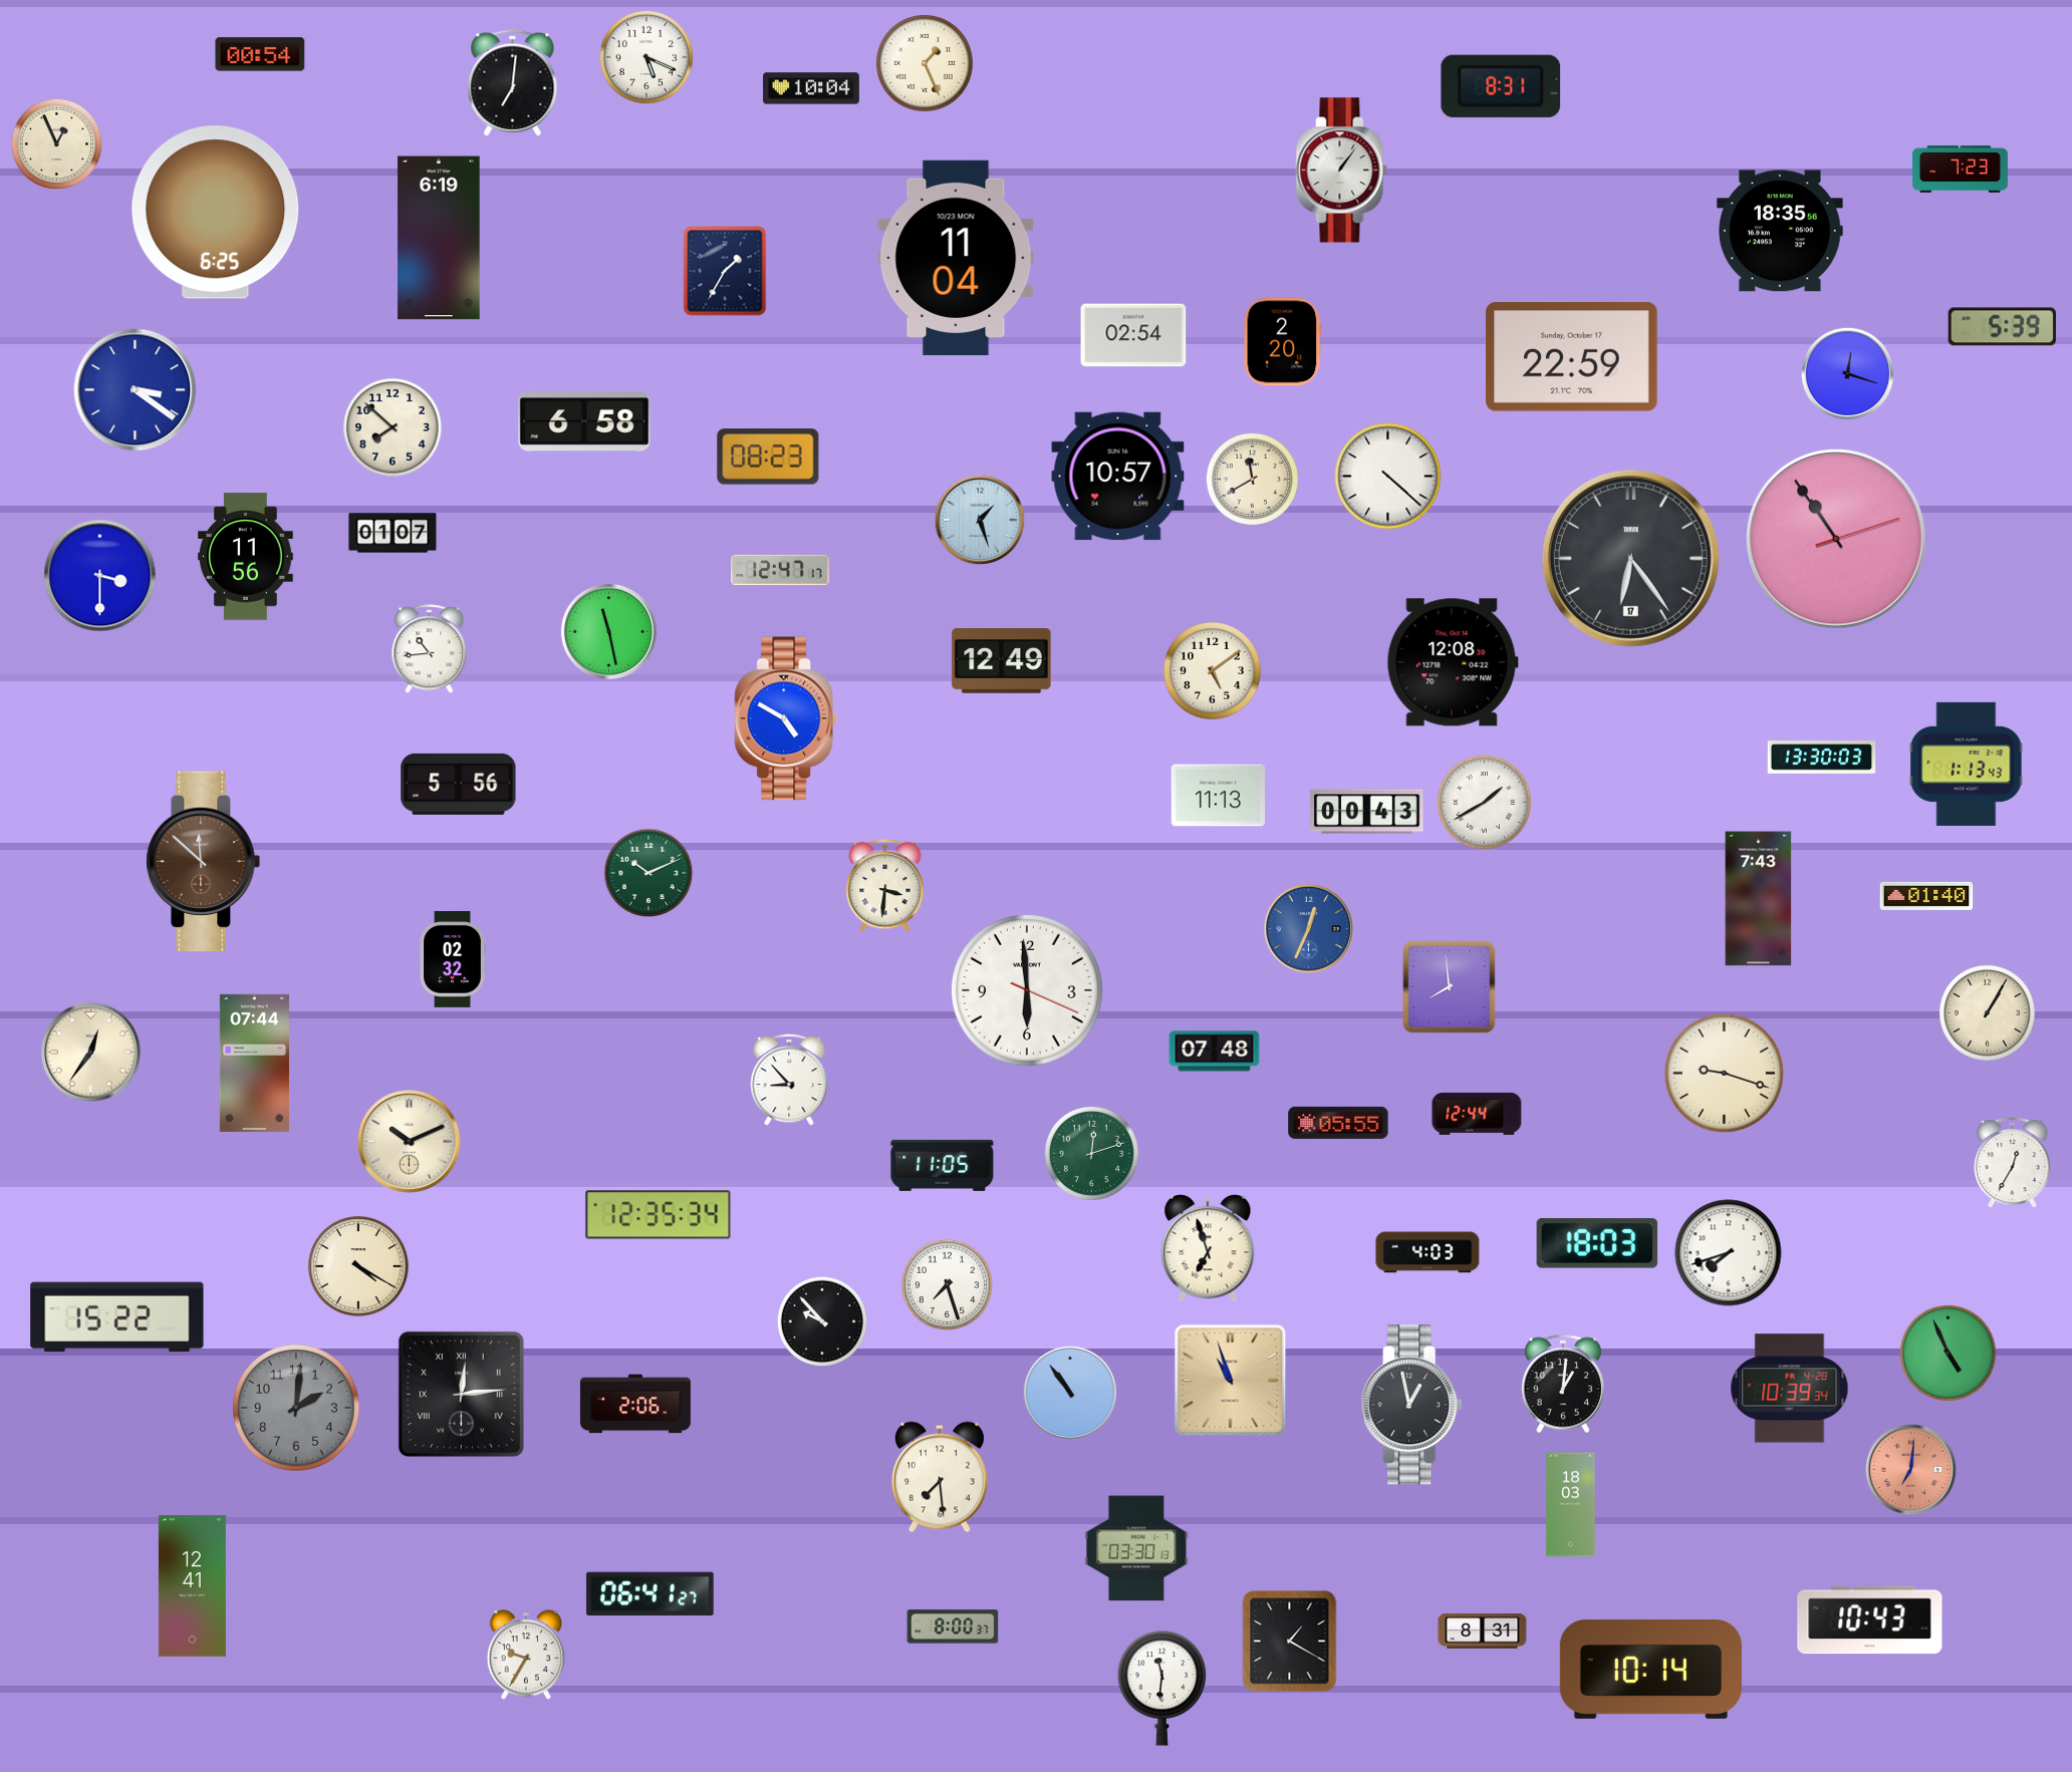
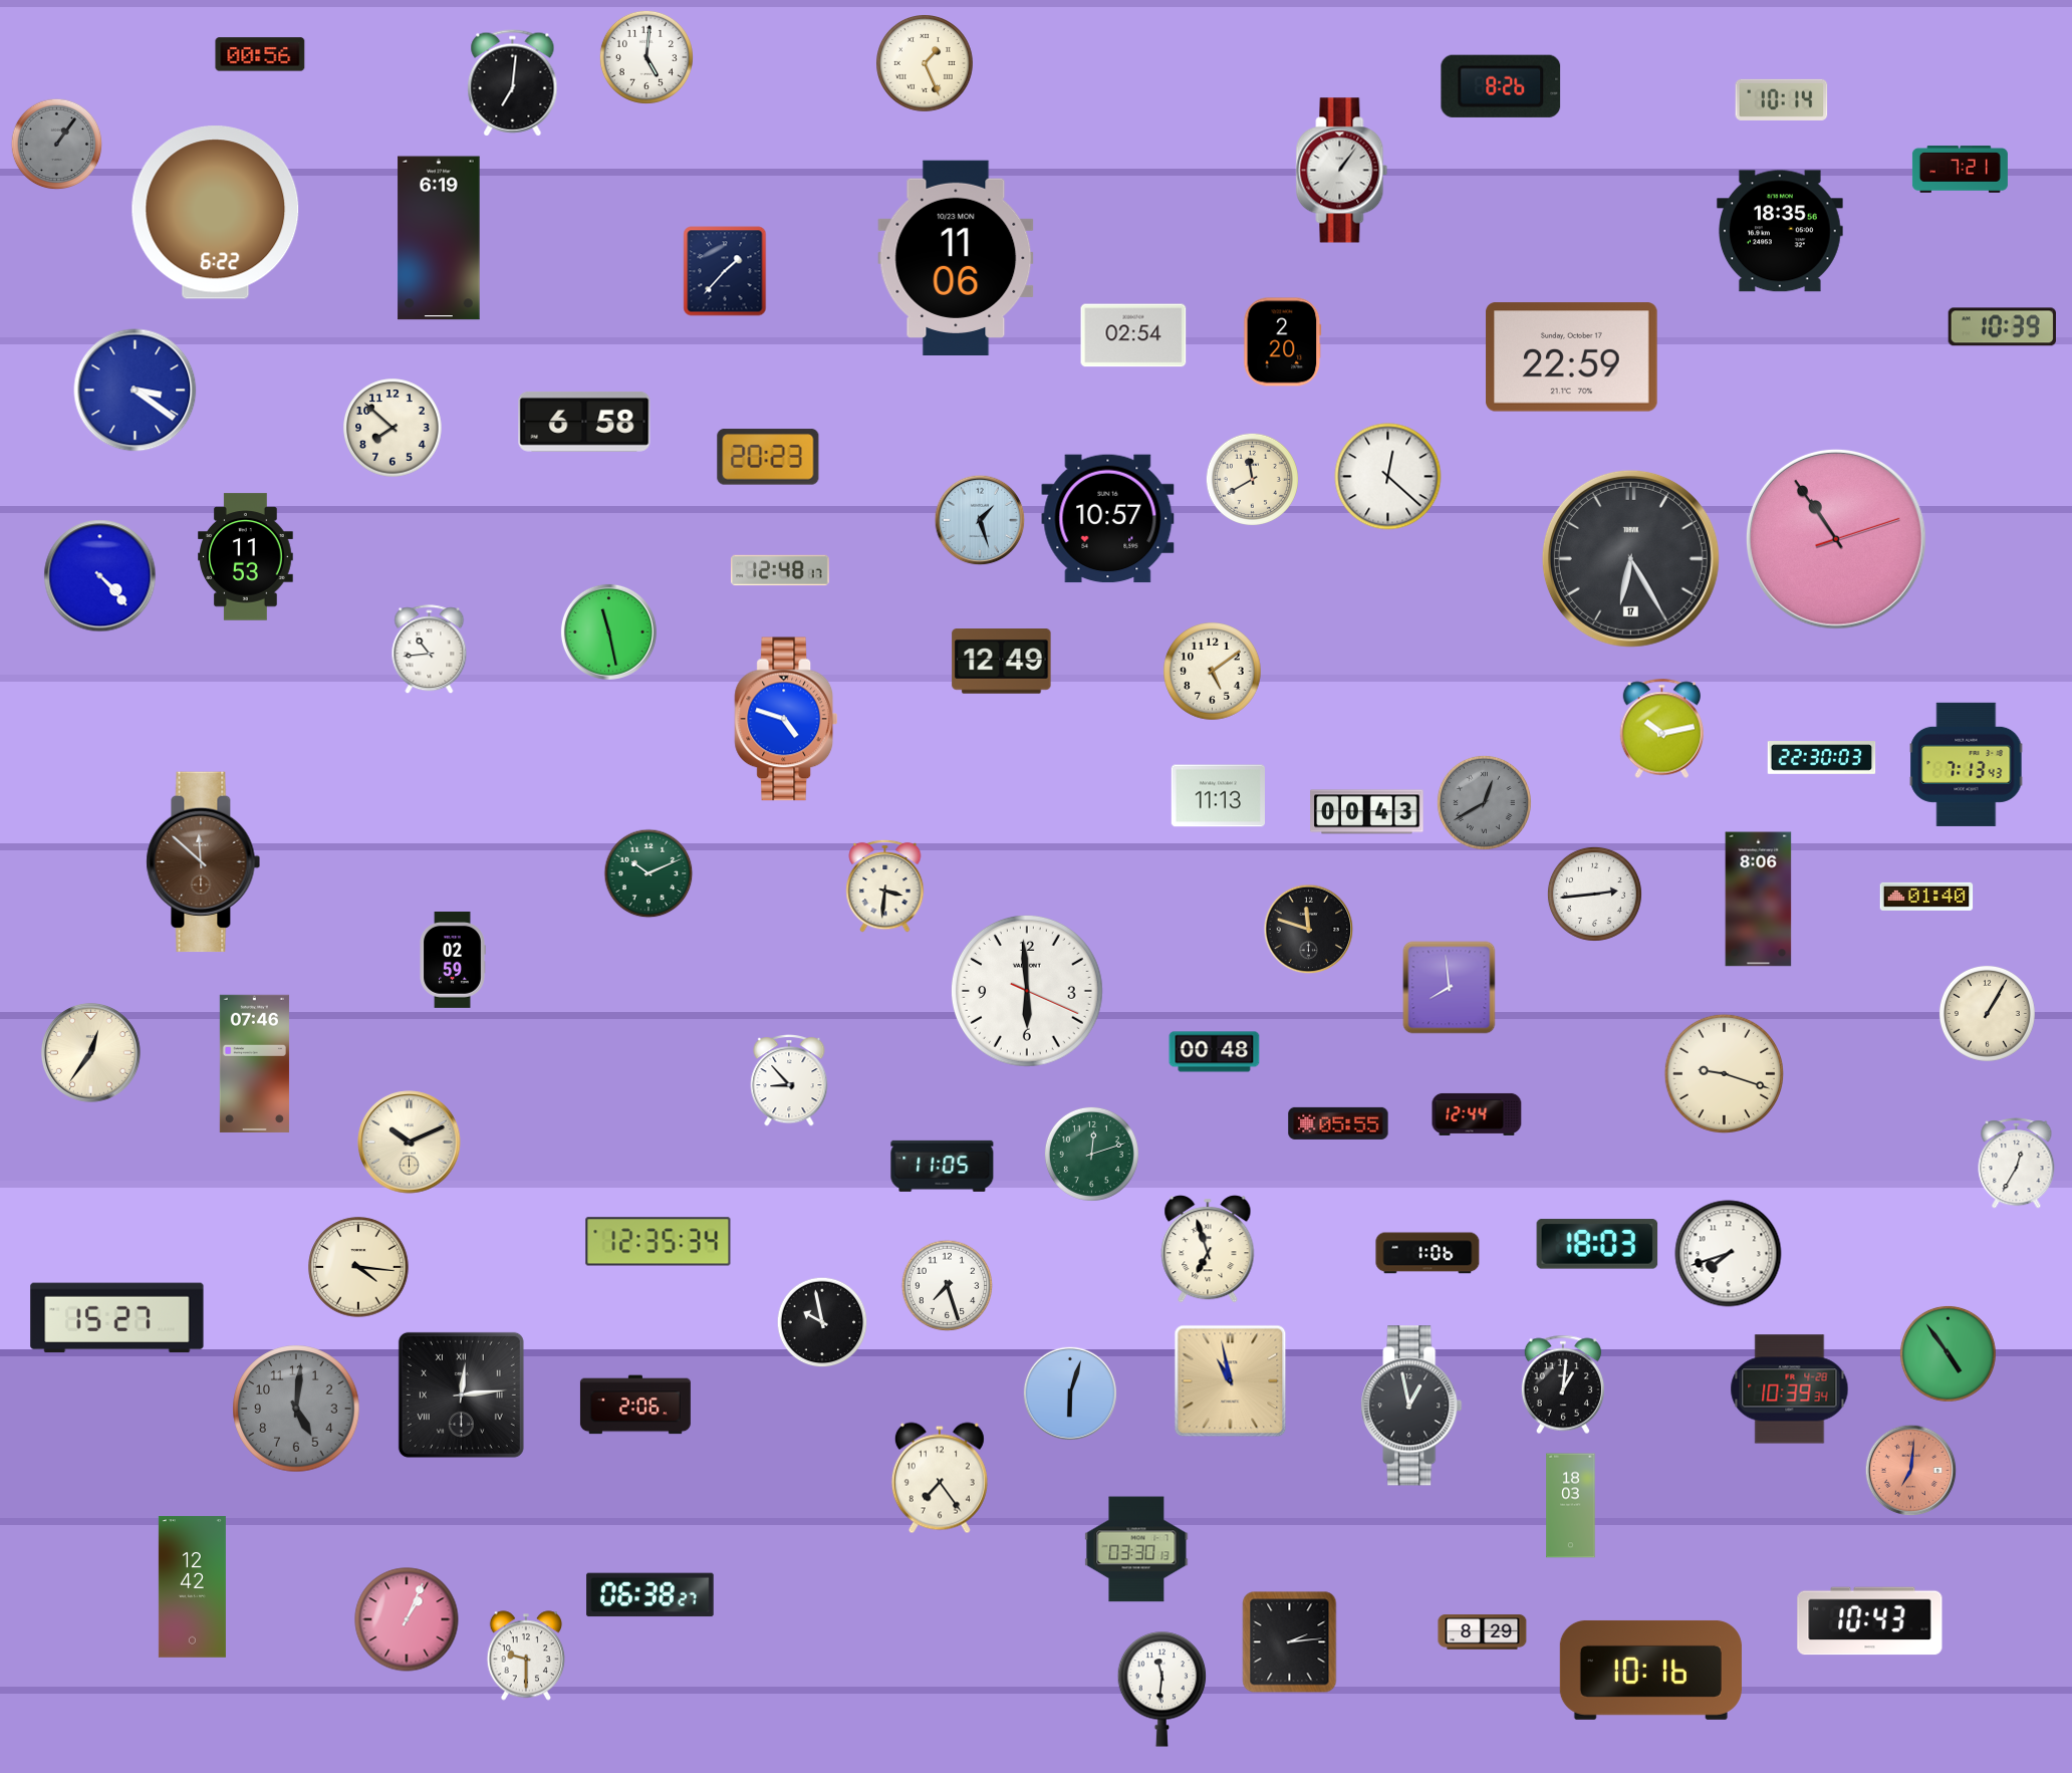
clock at (260, 54): 00:54 -> 00:56
clock at (646, 57): 5:19 -> 5:01
clock at (1501, 86): 8:31 -> 8:26
clock at (812, 88): 10:04 -> none
clock at (1782, 99): none -> 10:14
clock at (57, 144): 12:56 -> 1:06
clock at (57, 144) dial: cream -> grey
clock at (1960, 170): 7:23 -> 7:21
clock at (216, 213): 6:25 -> 6:22
clock at (956, 257): 11:04 -> 11:06
clock at (725, 271): 1:35 -> 1:37
clock at (2002, 327): 5:39 -> 10:39
clock at (1847, 373): 12:18 -> none
clock at (768, 457): 08:23 -> 20:23
clock at (1118, 477) position: (1118, 477) -> (1108, 519)
clock at (1388, 477): 4:22 -> 12:22
clock at (393, 533): 01:07 -> none
clock at (246, 557): 11:56 -> 11:53
clock at (1630, 558): 6:24 -> 6:25
clock at (780, 570): 12:47 -> 12:48
clock at (100, 576): 3:30 -> 4:23
clock at (1453, 662): 12:08 -> none
clock at (785, 718): 4:50 -> 4:48
clock at (1662, 729): none -> 10:13
clock at (1822, 758): 13:30 -> 22:30
clock at (1967, 764): 1:13 -> 7:13
clock at (459, 784): 5:56 -> none
clock at (1484, 802): 1:40 -> 12:40
clock at (1484, 802) dial: white -> grey
clock at (1594, 894): none -> 2:44
clock at (1759, 899): 7:43 -> 8:06
clock at (1309, 929): 12:34 -> 11:48
clock at (1309, 929) dial: blue -> black
clock at (453, 960): 02:32 -> 02:59
clock at (1215, 1052): 07:48 -> 00:48
clock at (254, 1063): 07:44 -> 07:46
clock at (2013, 1163) position: (2013, 1163) -> (2017, 1164)
clock at (659, 1215) position: (659, 1215) -> (659, 1242)
clock at (1428, 1252): 4:03 -> 1:06
clock at (358, 1266): 4:20 -> 4:16
clock at (117, 1317): 15:22 -> 15:27
clock at (822, 1321): 9:53 -> 9:58
clock at (1948, 1353): 4:56 -> 4:54
clock at (1231, 1381): 10:57 -> 10:58
clock at (1070, 1393): 10:54 -> 6:03
clock at (296, 1408): 2:01 -> 5:01
clock at (940, 1477): 7:29 -> 7:24
clock at (192, 1586): 12:41 -> 12:42
clock at (651, 1594): 06:41 -> 06:38
clock at (407, 1619): none -> 1:04
clock at (953, 1627): 8:00 -> none
clock at (1483, 1632): 8:31 -> 8:29
clock at (1290, 1642): 1:20 -> 2:14
clock at (525, 1655): 9:35 -> 9:30
clock at (1650, 1670): 10:14 -> 10:16
